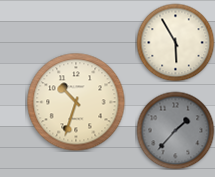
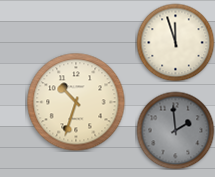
clock at (175, 42): 5:55 -> 11:57
clock at (175, 130): 1:37 -> 1:59
